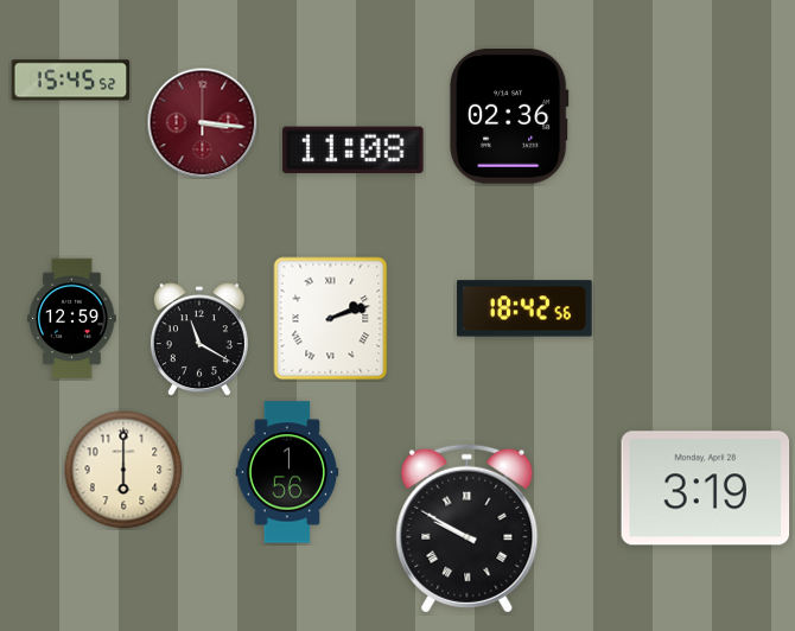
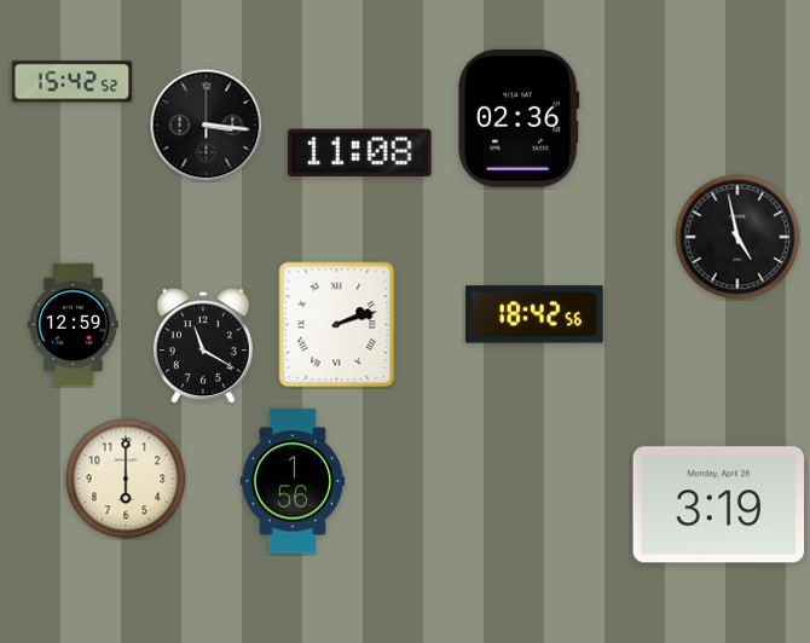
clock at (71, 81): 15:45 -> 15:42
clock at (202, 122) dial: burgundy -> black
clock at (737, 237): none -> 4:58
clock at (706, 489) position: (706, 489) -> (719, 505)
clock at (468, 528): 9:50 -> none
